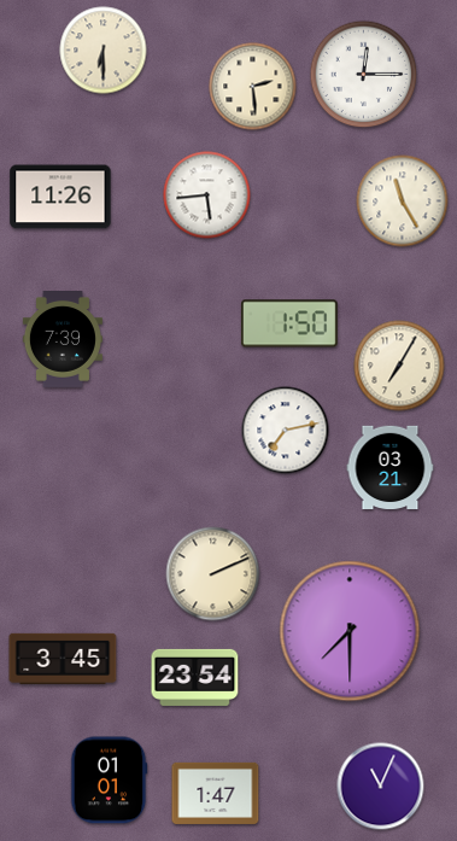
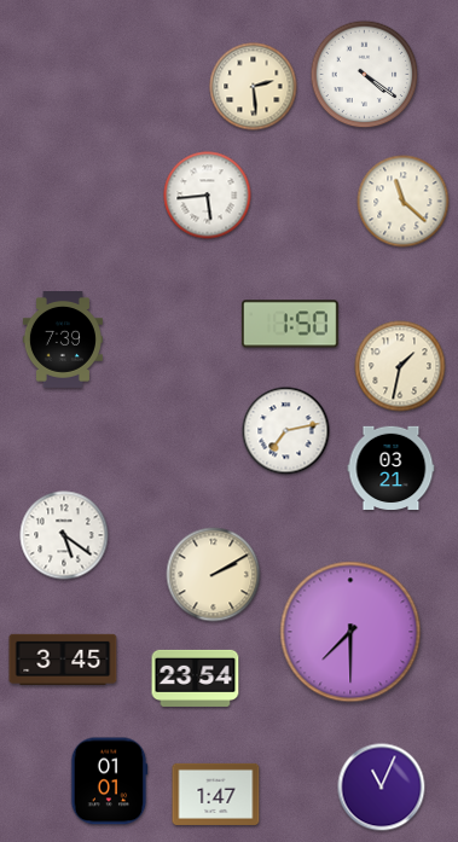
clock at (104, 51): 6:30 -> none
clock at (364, 75): 12:15 -> 4:21
clock at (60, 197): 11:26 -> none
clock at (403, 202): 11:25 -> 11:22
clock at (399, 366): 7:05 -> 1:32
clock at (64, 535): none -> 5:21
clock at (213, 574): 2:11 -> 2:10
